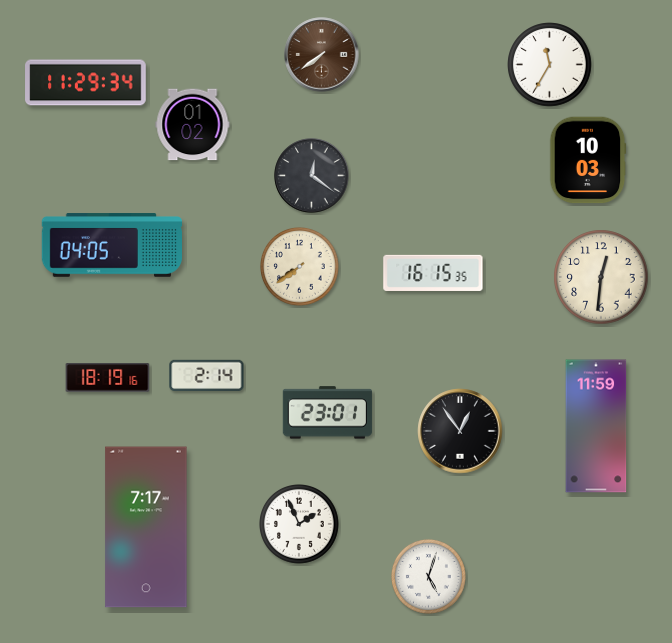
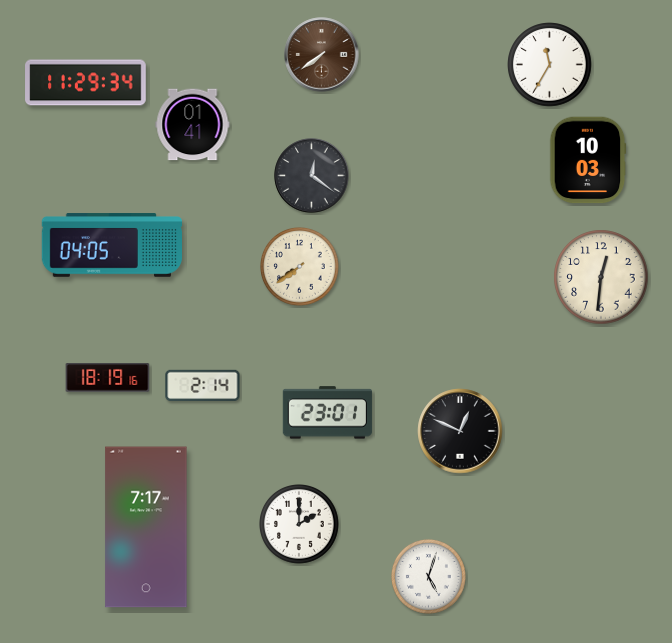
clock at (193, 125): 01:02 -> 01:41
clock at (433, 273): 16:15 -> none
clock at (207, 375) position: (207, 375) -> (203, 385)
clock at (596, 426): 11:59 -> none
clock at (460, 431): 12:54 -> 12:49
clock at (300, 525): 1:56 -> 2:00
